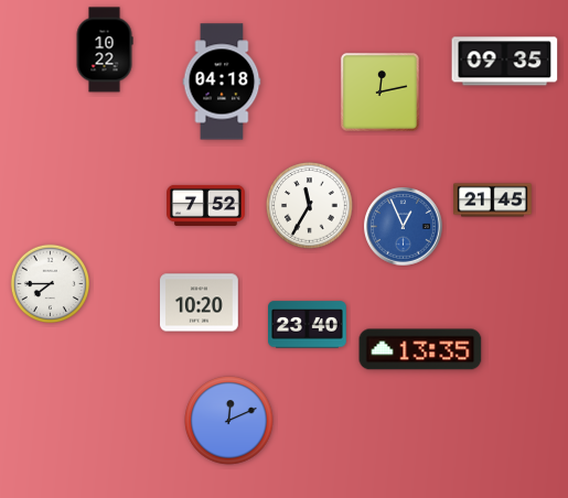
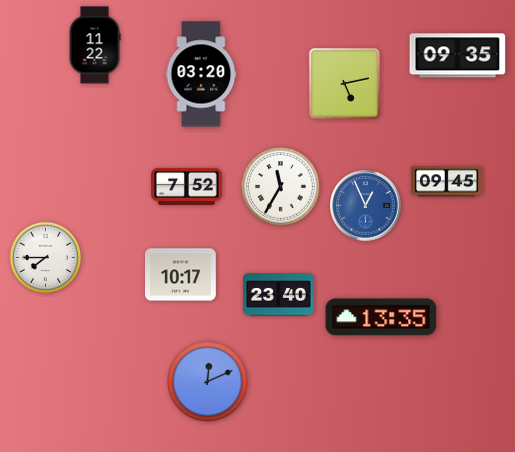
clock at (105, 50): 10:22 -> 11:22
clock at (222, 82): 04:18 -> 03:20
clock at (379, 91): 12:13 -> 5:13
clock at (493, 201): 21:45 -> 09:45
clock at (200, 303): 10:20 -> 10:17
